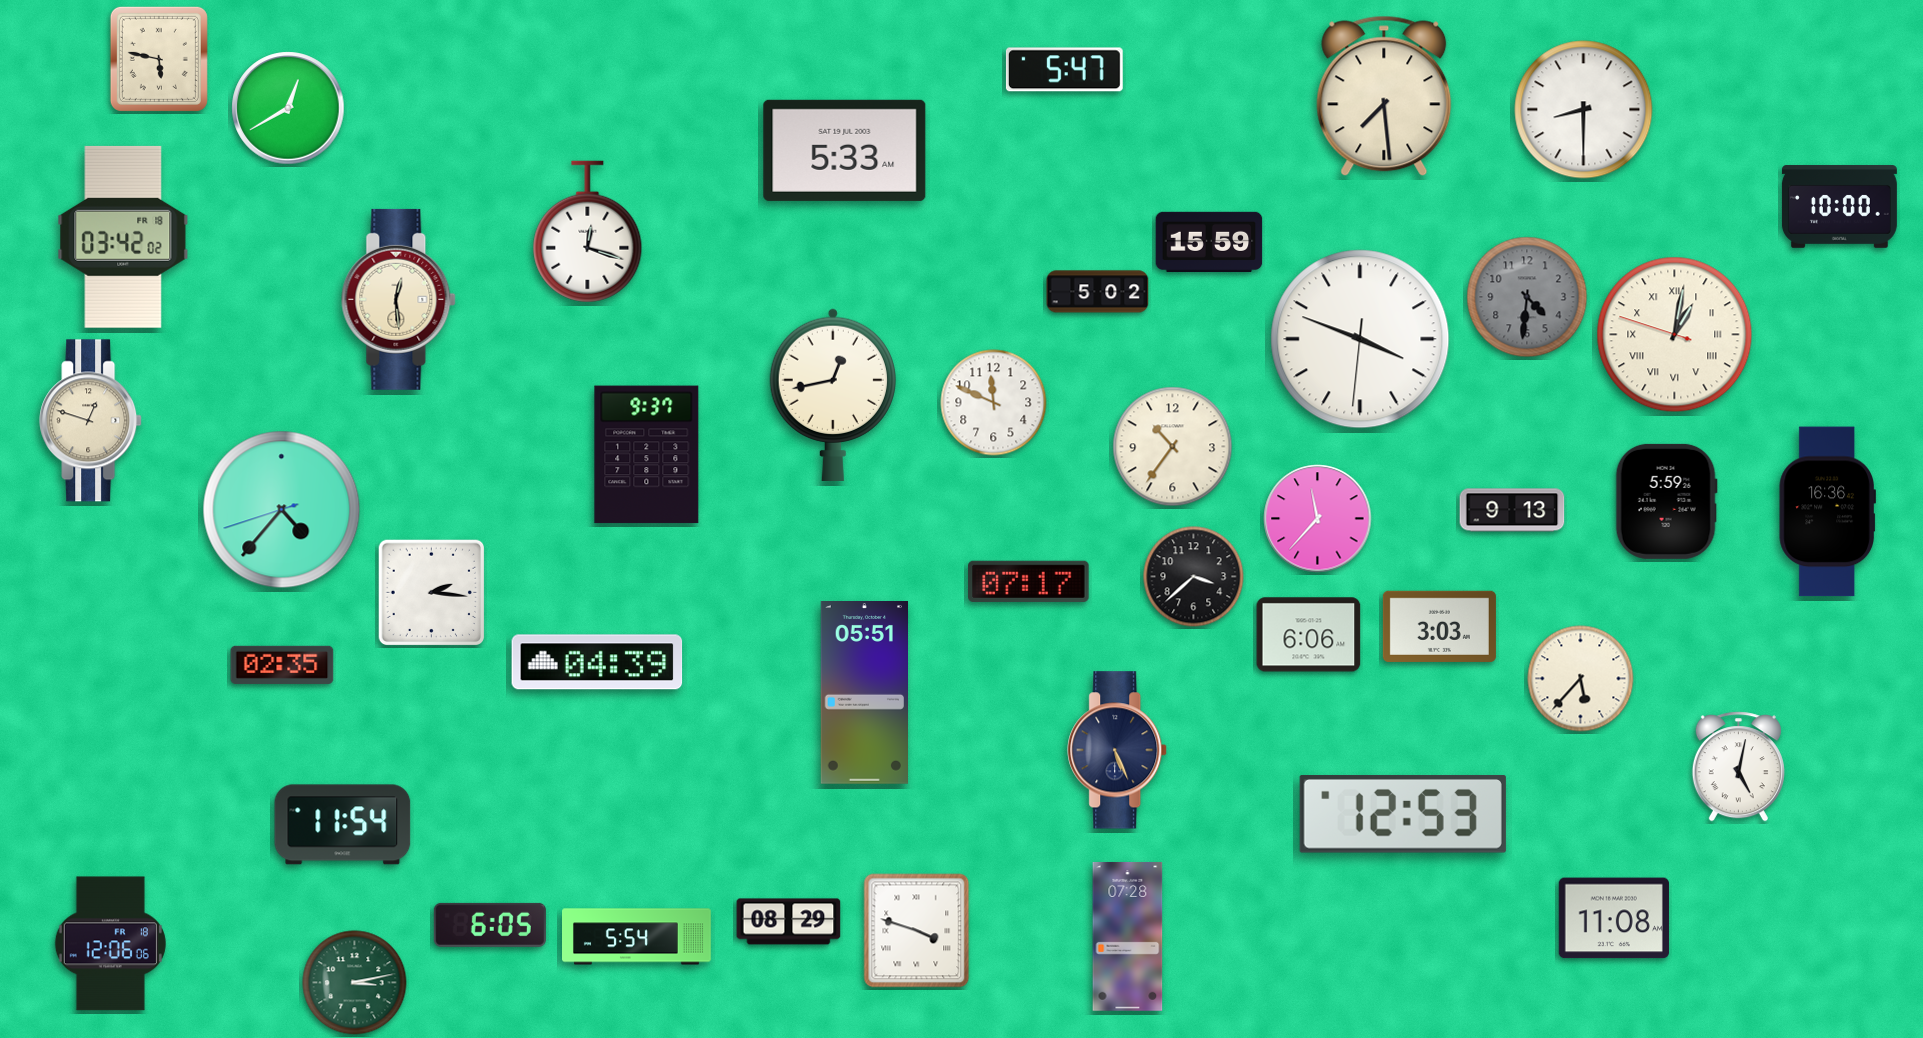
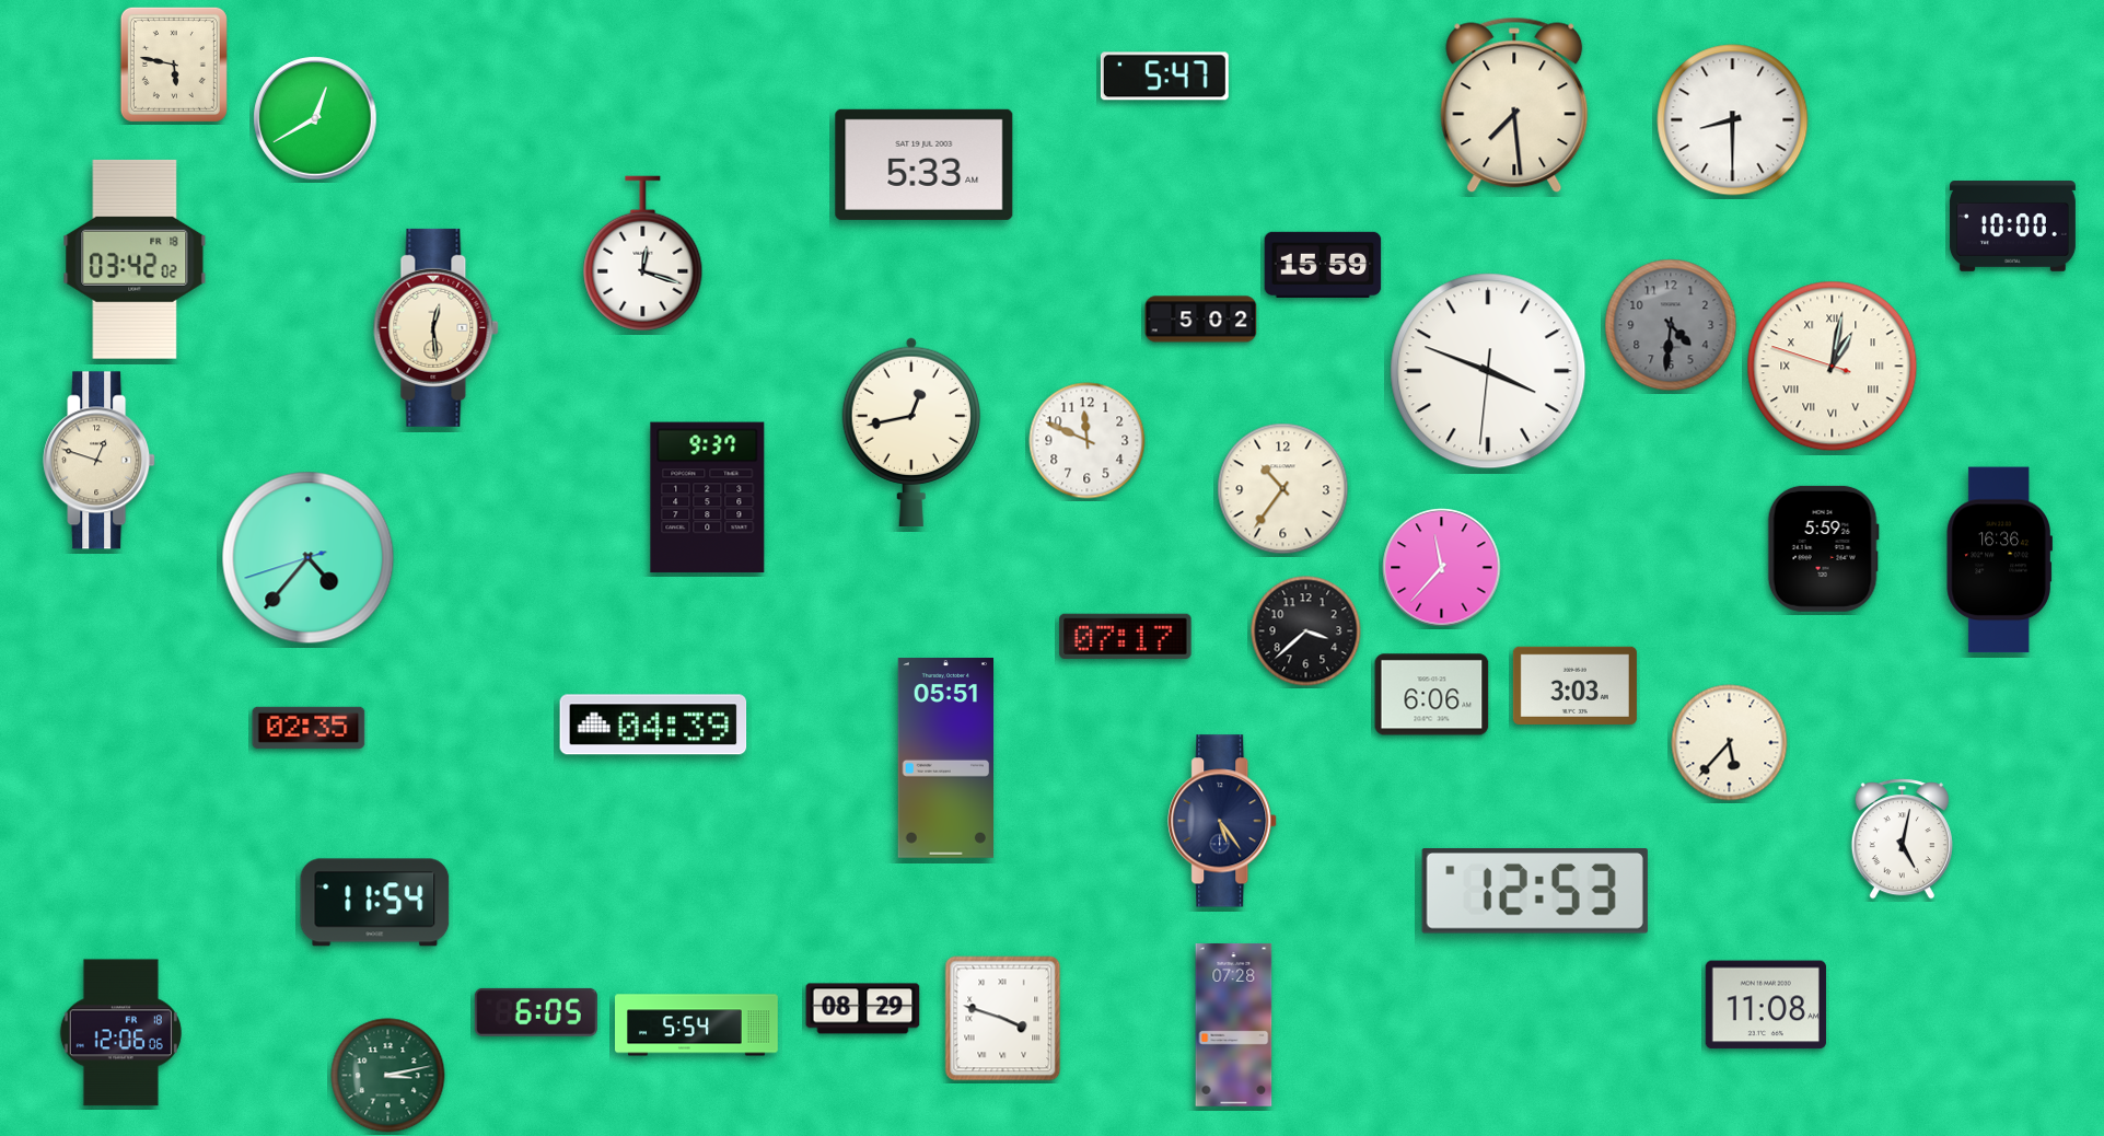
clock at (1512, 510): 9:13 -> none
clock at (431, 592): 2:16 -> none
clock at (1118, 750): 5:26 -> 5:24
